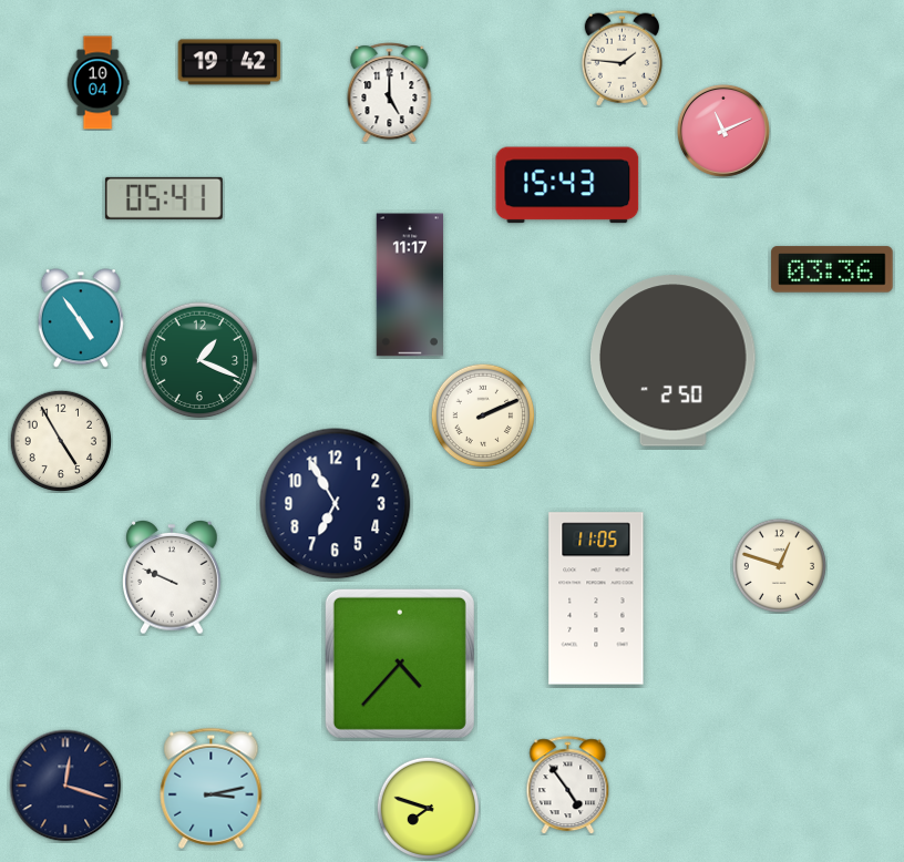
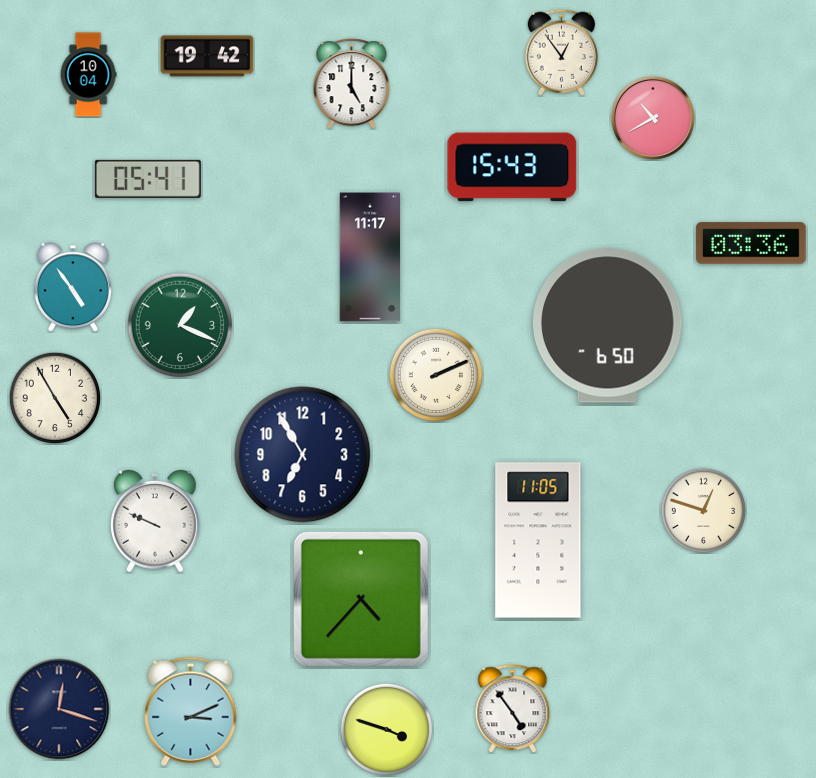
clock at (621, 58): 1:46 -> 12:54
clock at (723, 131): 11:11 -> 10:40
clock at (672, 361): 2:50 -> 6:50
clock at (212, 788): 3:13 -> 3:11
clock at (428, 808): 7:48 -> 3:48
